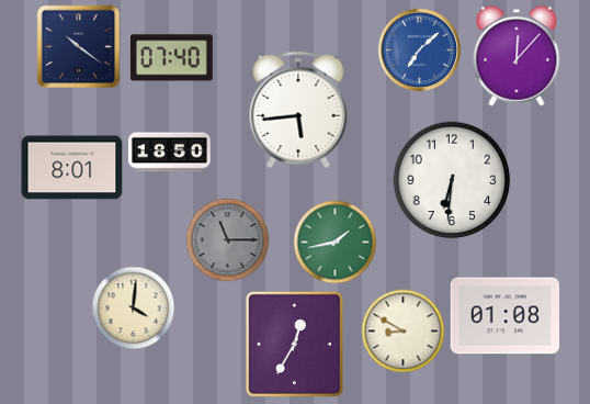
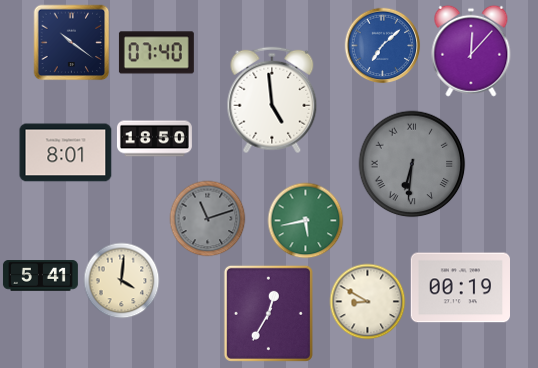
clock at (298, 110): 5:44 -> 4:59
clock at (452, 180) dial: white -> grey
clock at (452, 180) numerals: Arabic -> Roman
clock at (228, 240): 11:15 -> 11:12
clock at (336, 243): 1:43 -> 5:43
clock at (40, 276): none -> 5:41
clock at (504, 316): 01:08 -> 00:19
